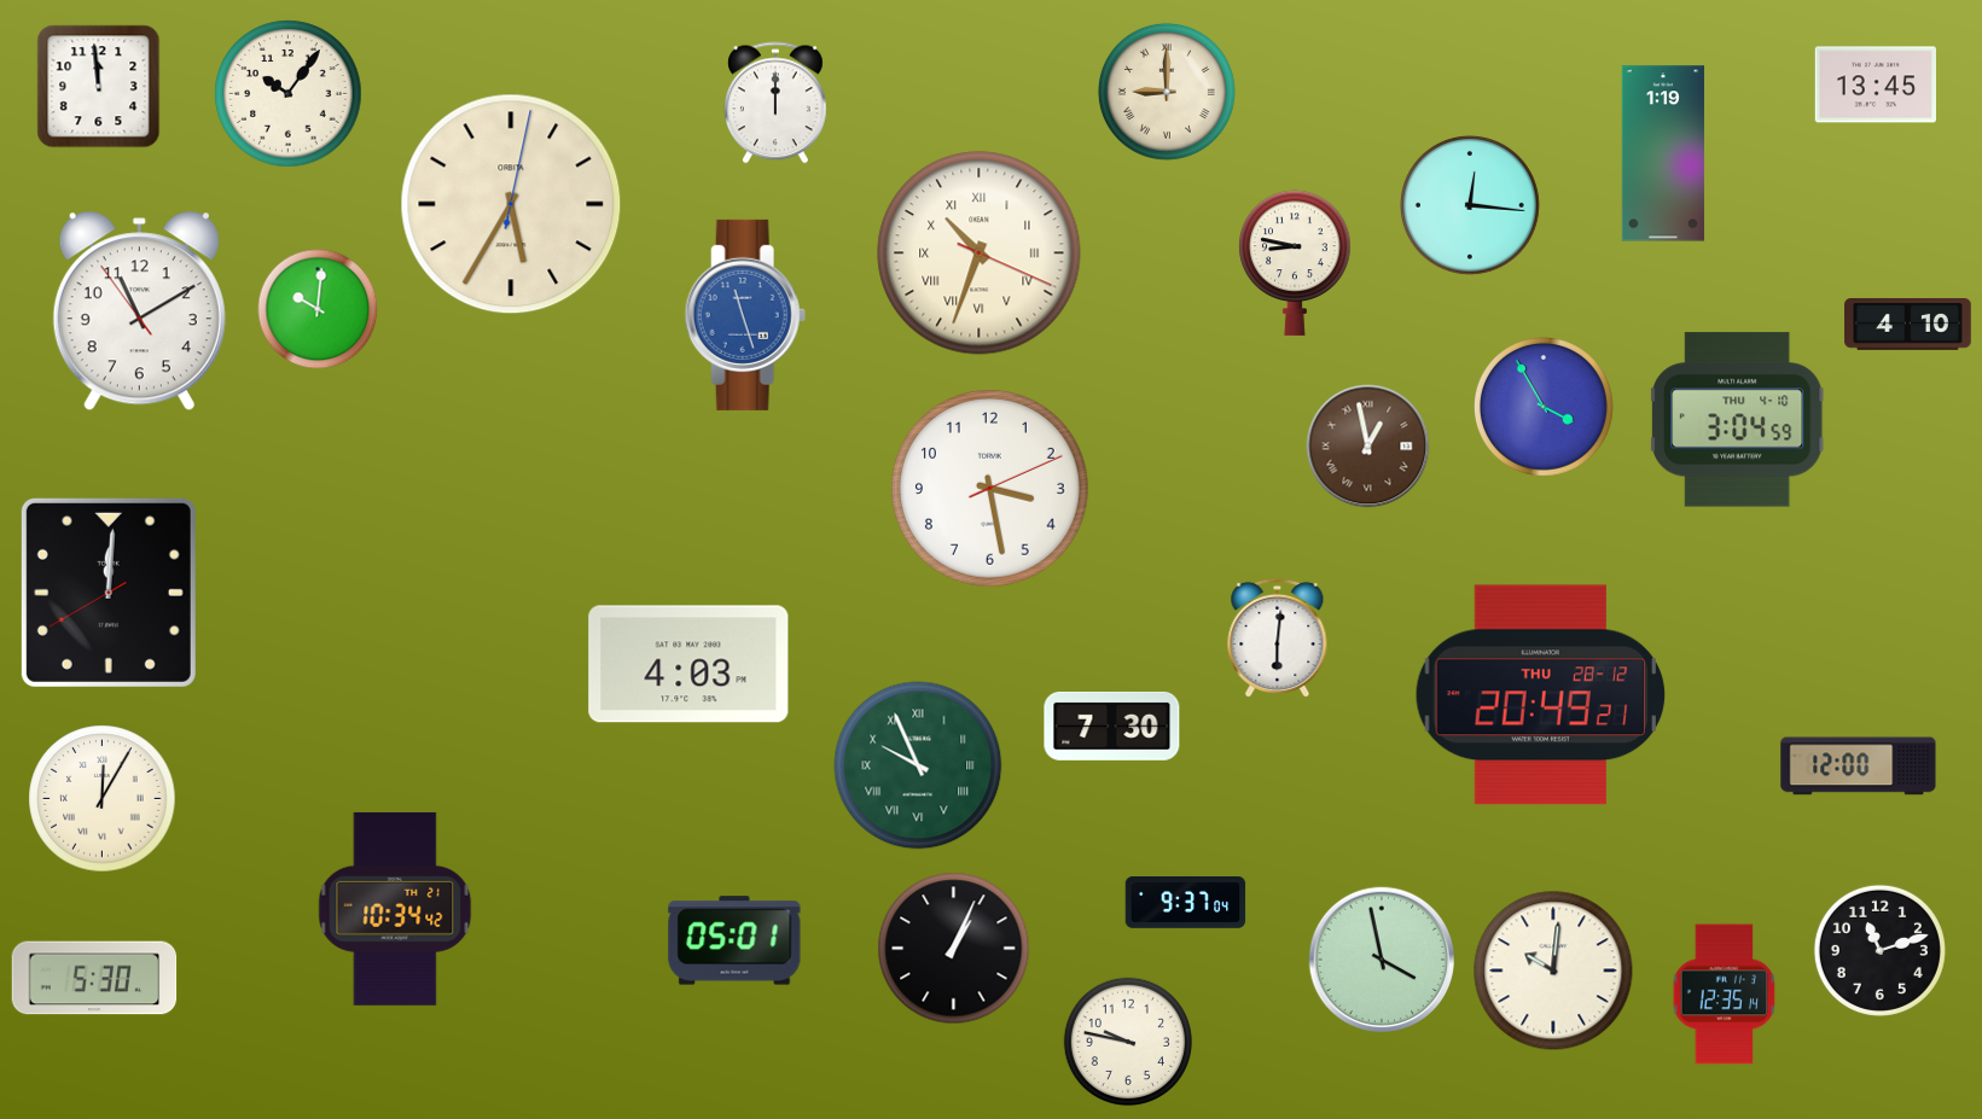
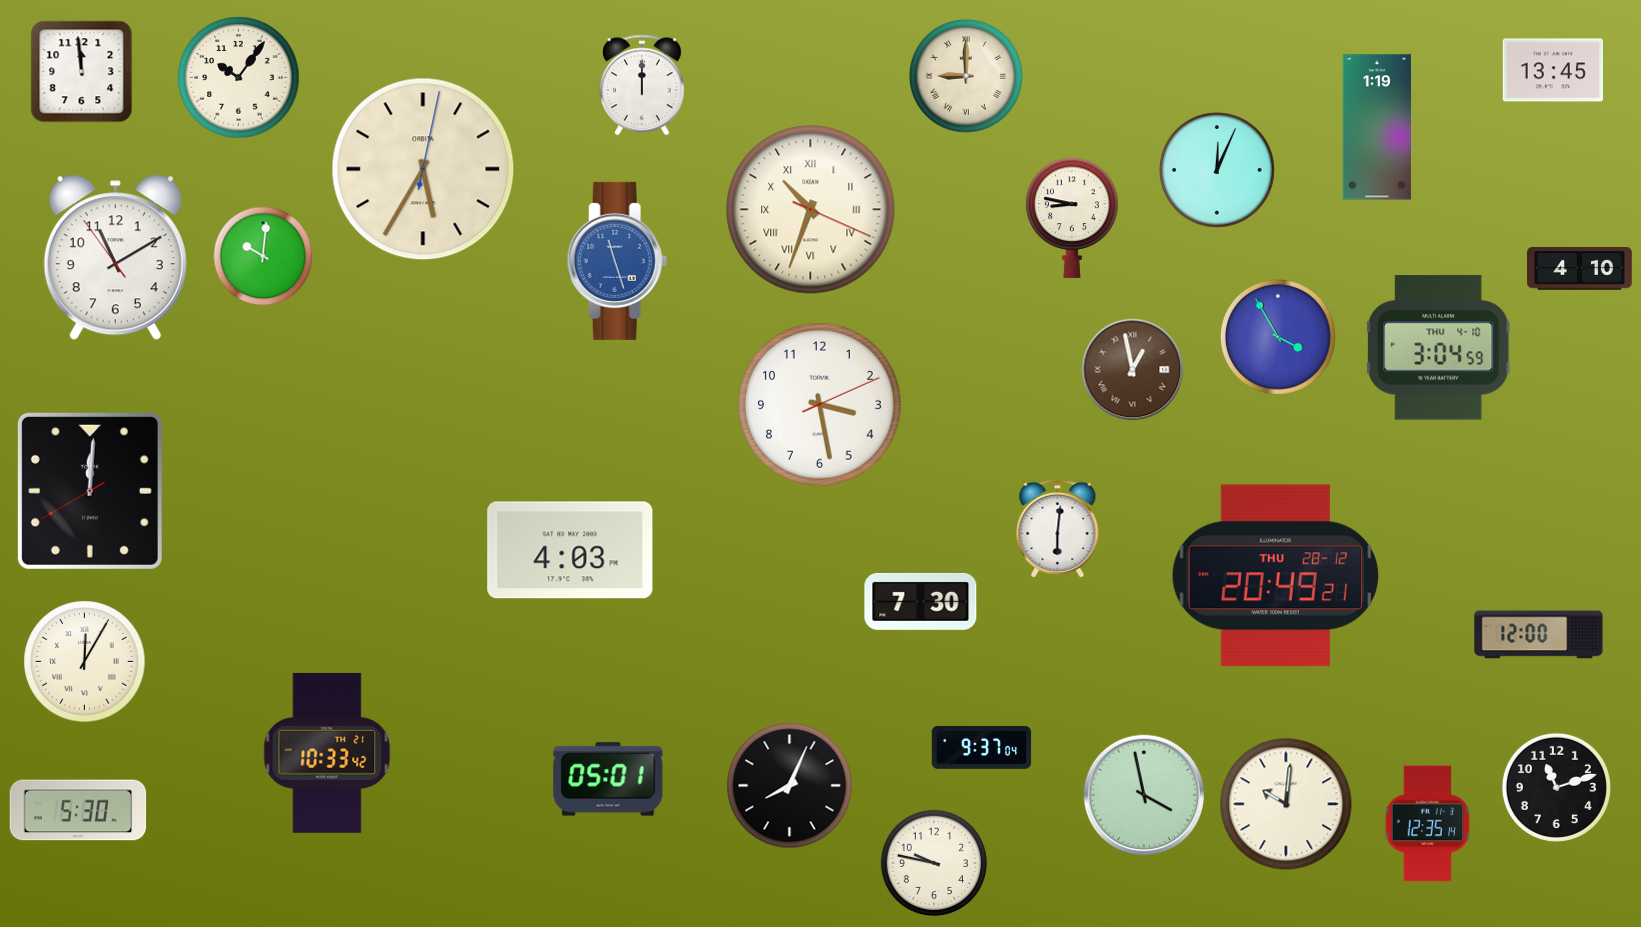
clock at (1470, 205): 12:16 -> 12:04
clock at (918, 765): 9:56 -> none
clock at (395, 909): 10:34 -> 10:33
clock at (954, 949): 1:04 -> 8:04
